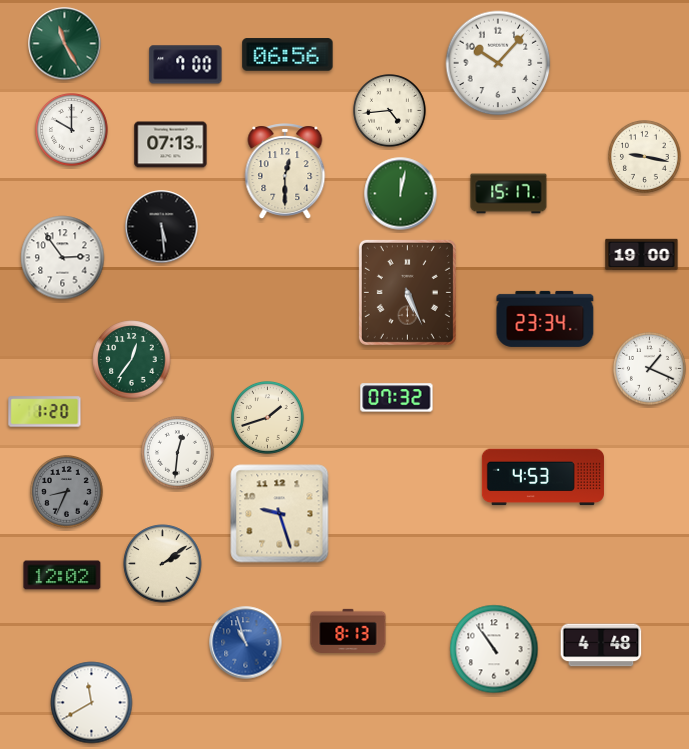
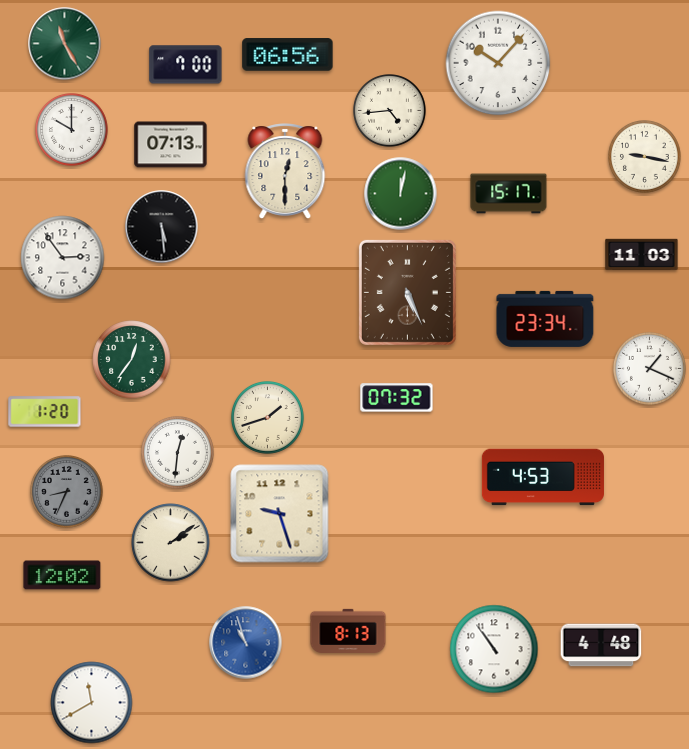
clock at (642, 255): 19:00 -> 11:03
clock at (163, 564) position: (163, 564) -> (171, 543)
